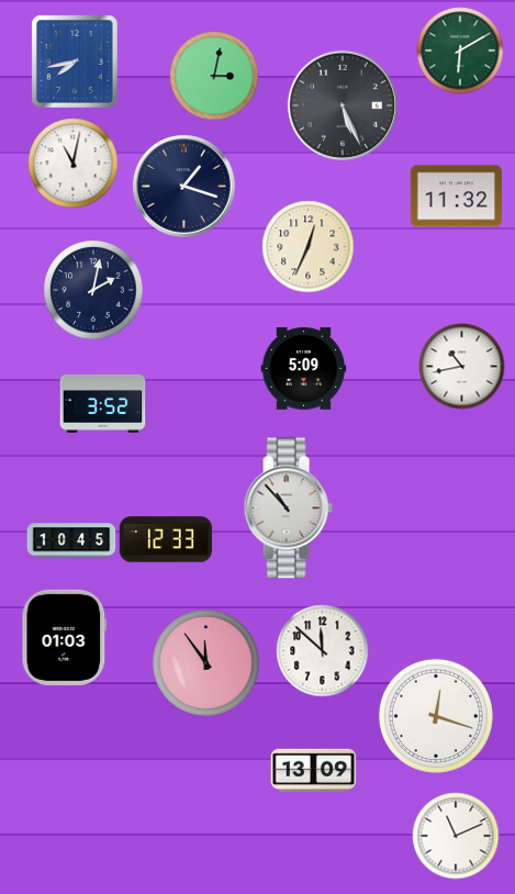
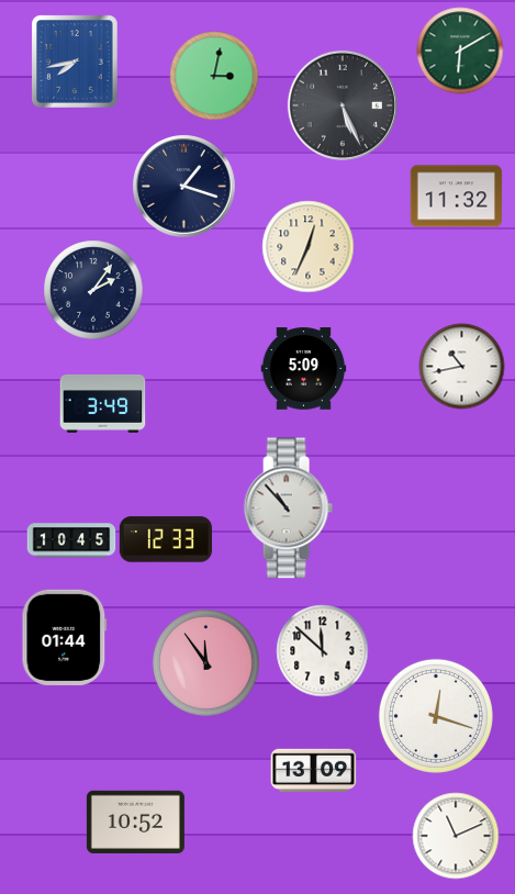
clock at (72, 163): 11:02 -> none
clock at (93, 290): 2:02 -> 2:06
clock at (102, 403): 3:52 -> 3:49
clock at (65, 637): 01:03 -> 01:44
clock at (135, 822): none -> 10:52
